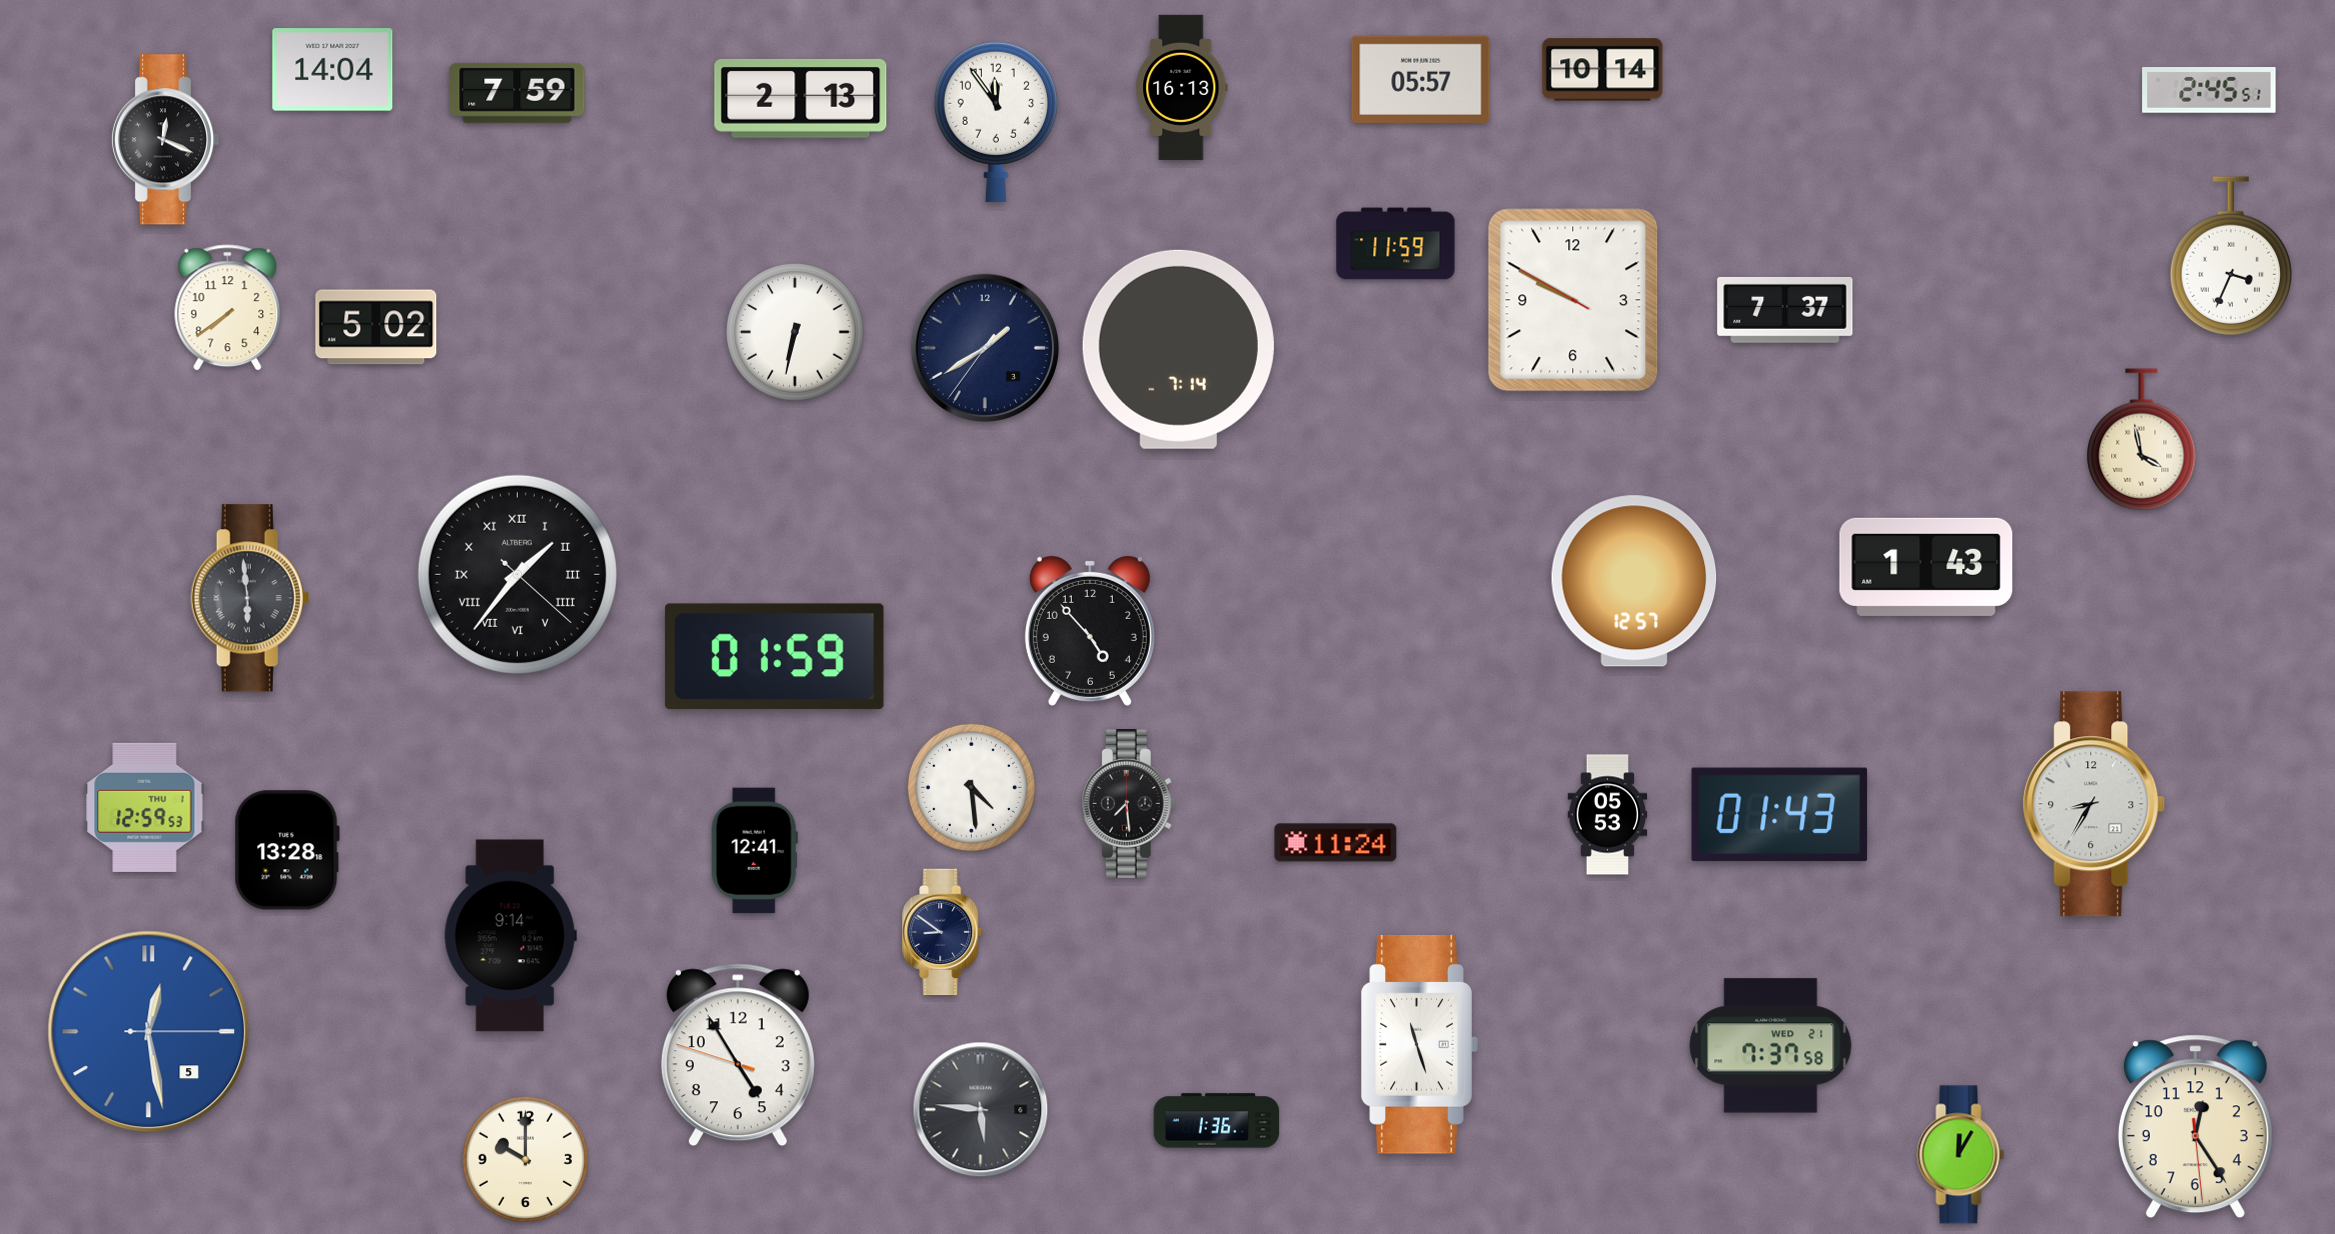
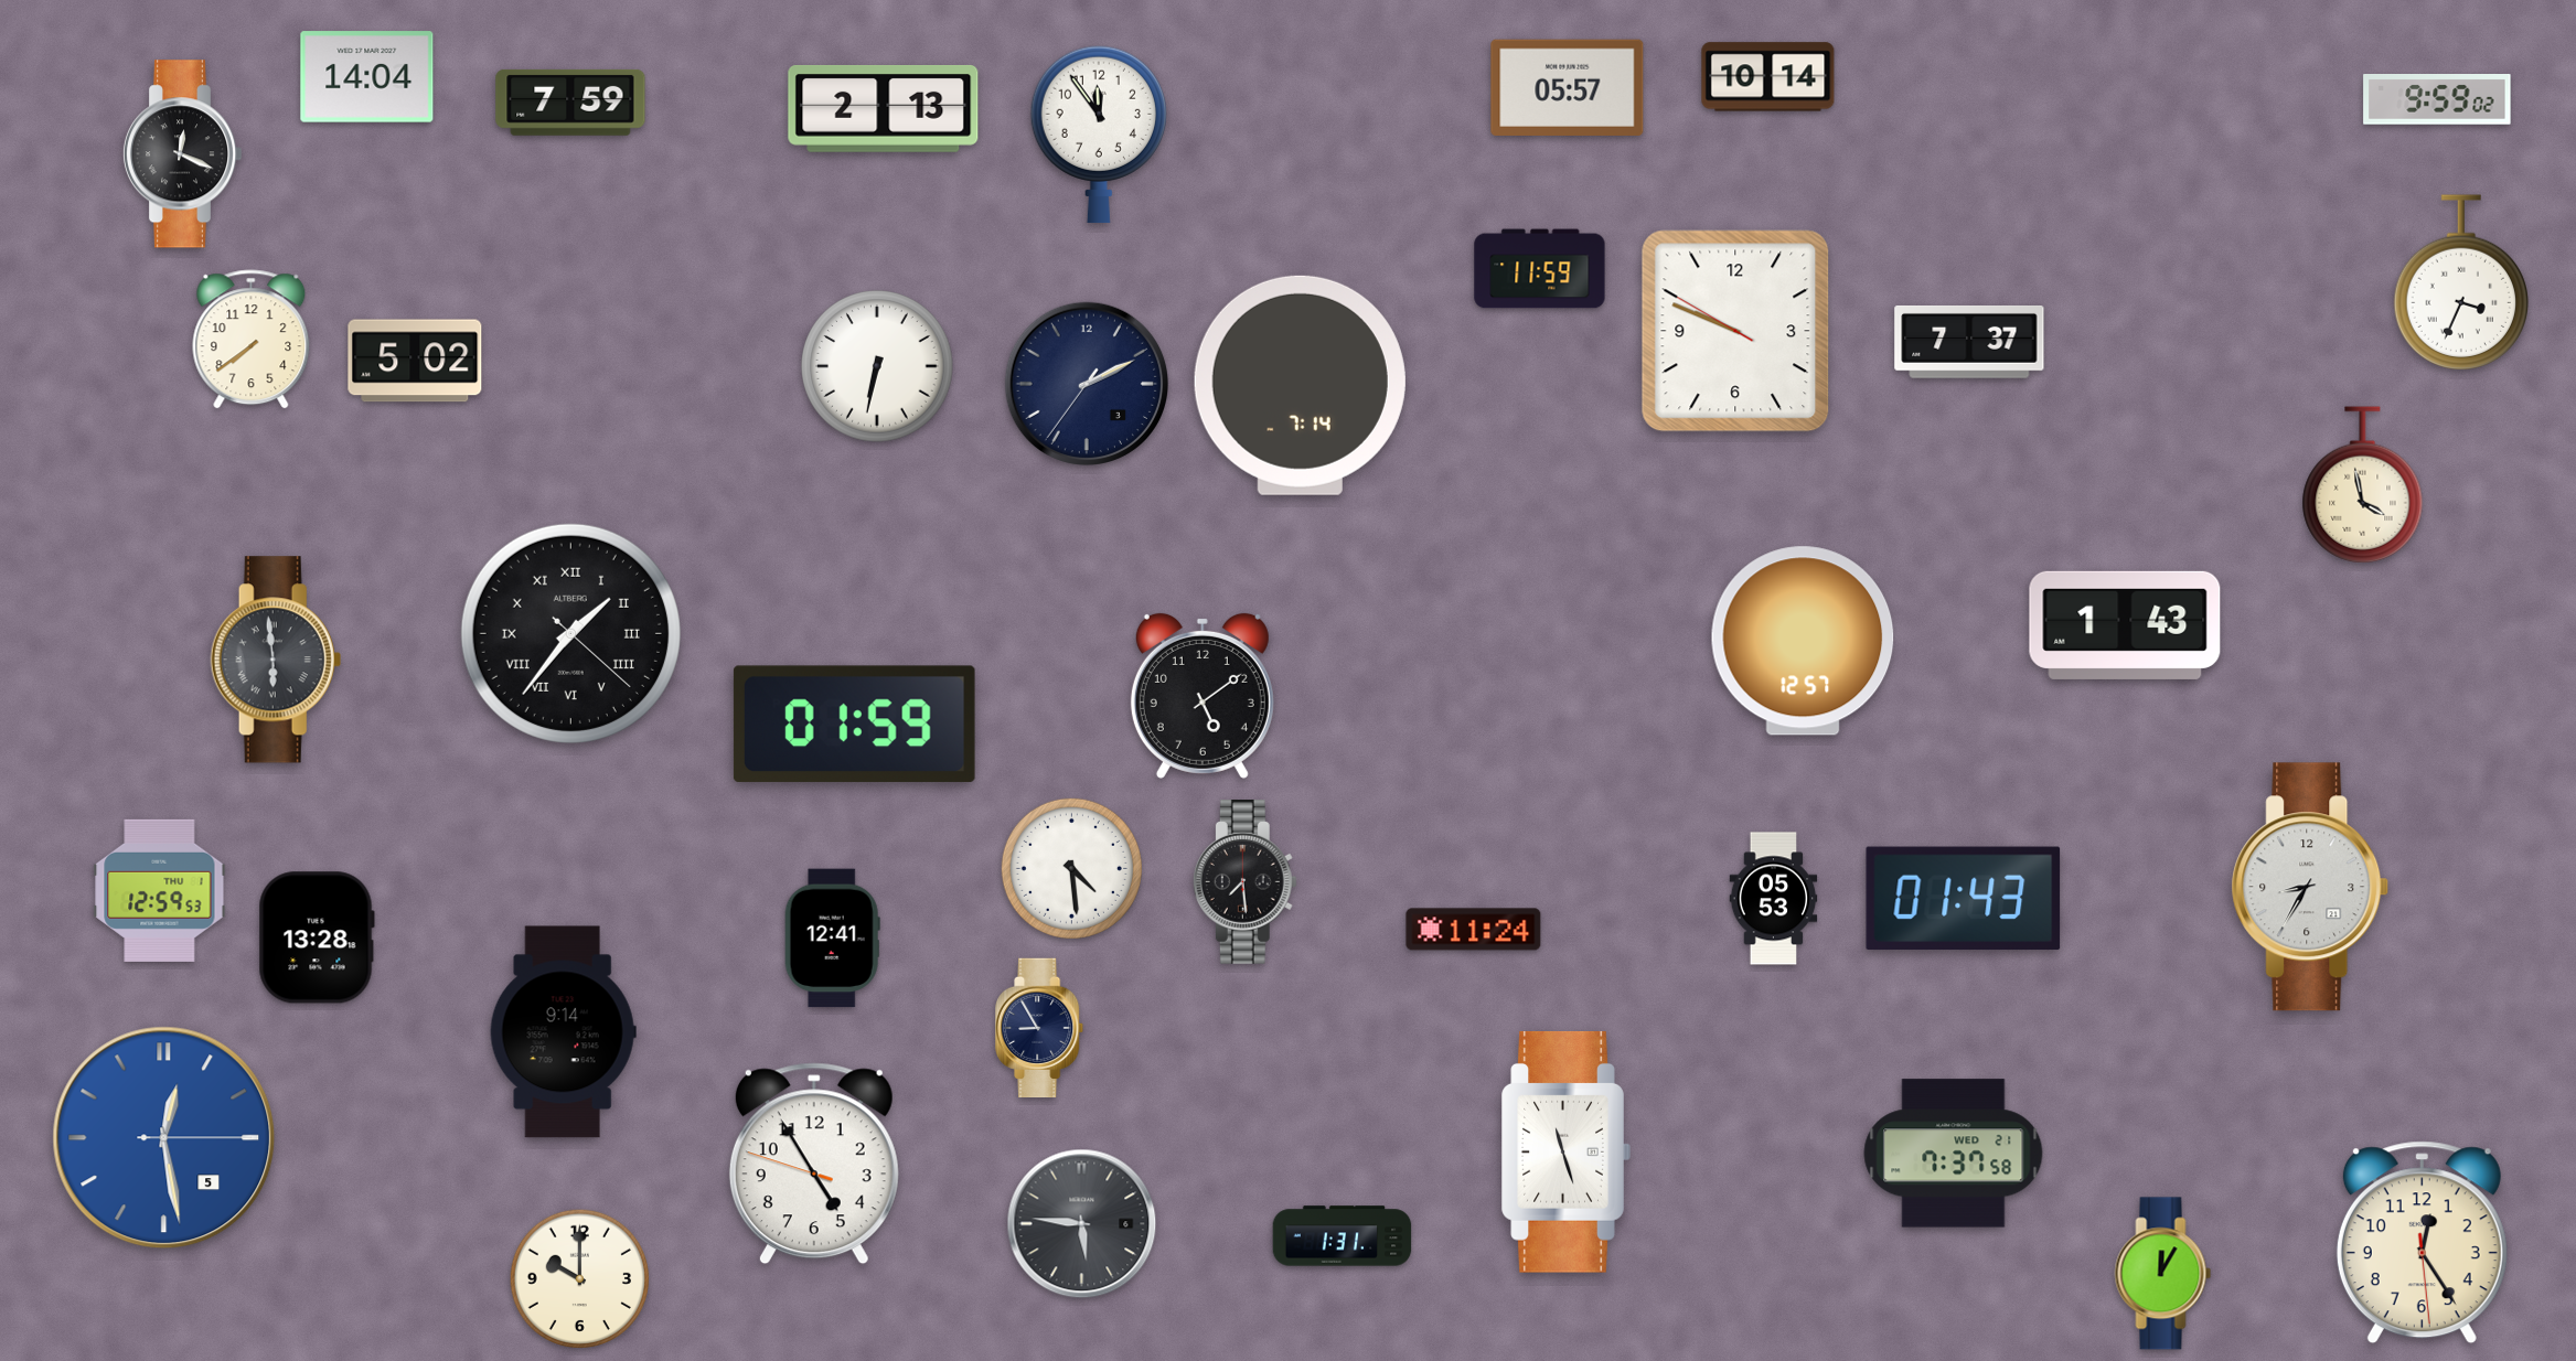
clock at (1182, 87): 16:13 -> none
clock at (2209, 91): 2:45 -> 9:59
clock at (1573, 300): 9:49 -> 9:48
clock at (984, 347): 1:39 -> 2:10
clock at (1090, 631): 4:53 -> 5:09
clock at (1128, 804) position: (1128, 804) -> (1244, 882)
clock at (943, 932): 8:51 -> 8:55
clock at (1217, 1121): 1:36 -> 1:31
